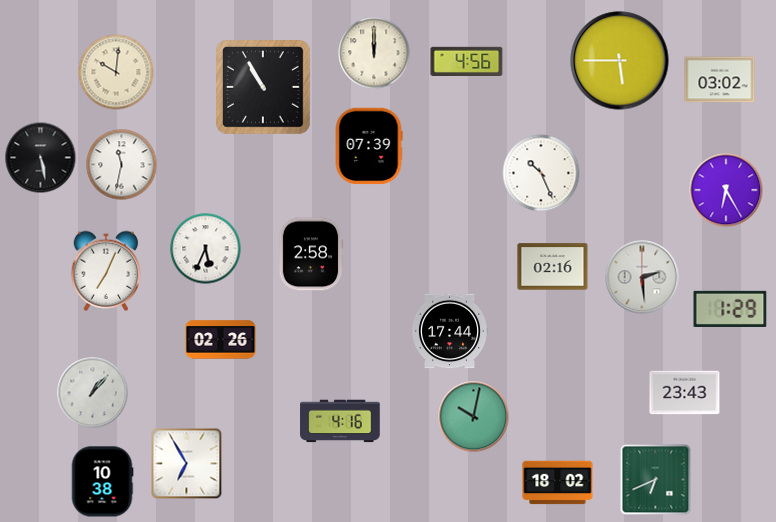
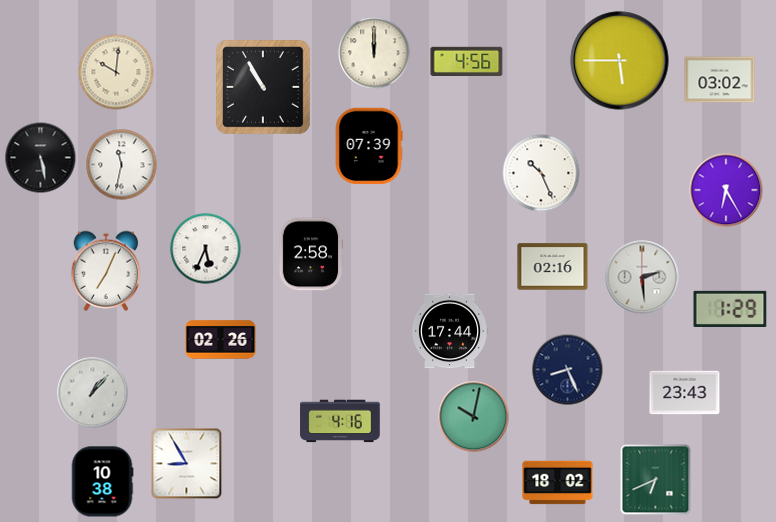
clock at (568, 370): none -> 8:26
clock at (187, 464): 6:55 -> 8:55
